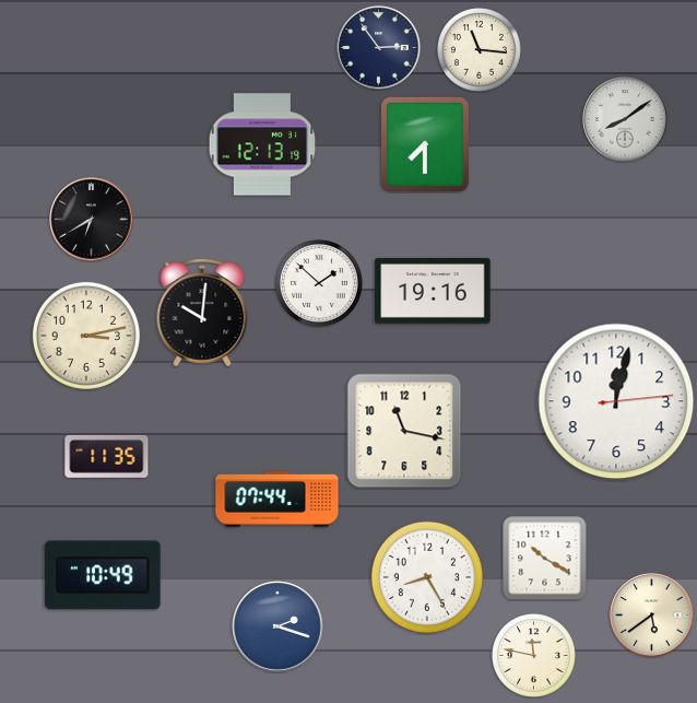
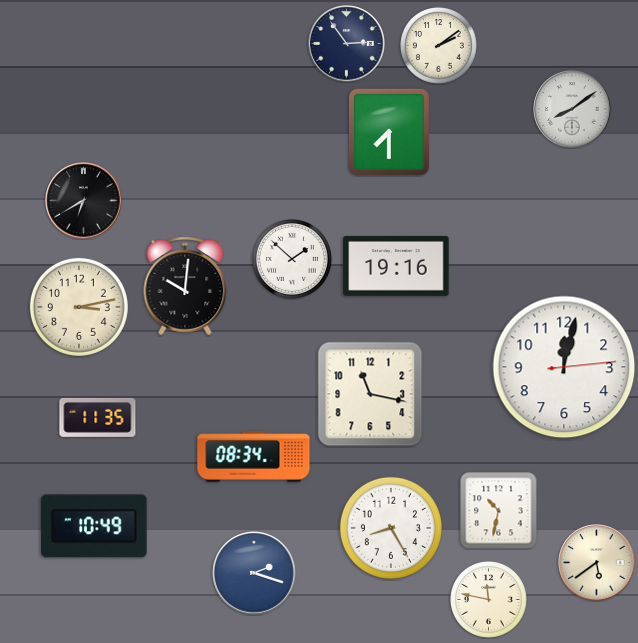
clock at (480, 50): 11:16 -> 2:09
clock at (261, 144): 12:13 -> none
clock at (277, 500): 07:44 -> 08:34
clock at (545, 559): 10:20 -> 10:32
